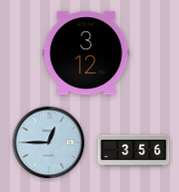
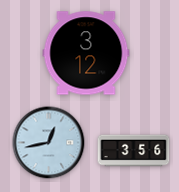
clock at (49, 143): 12:45 -> 12:43
